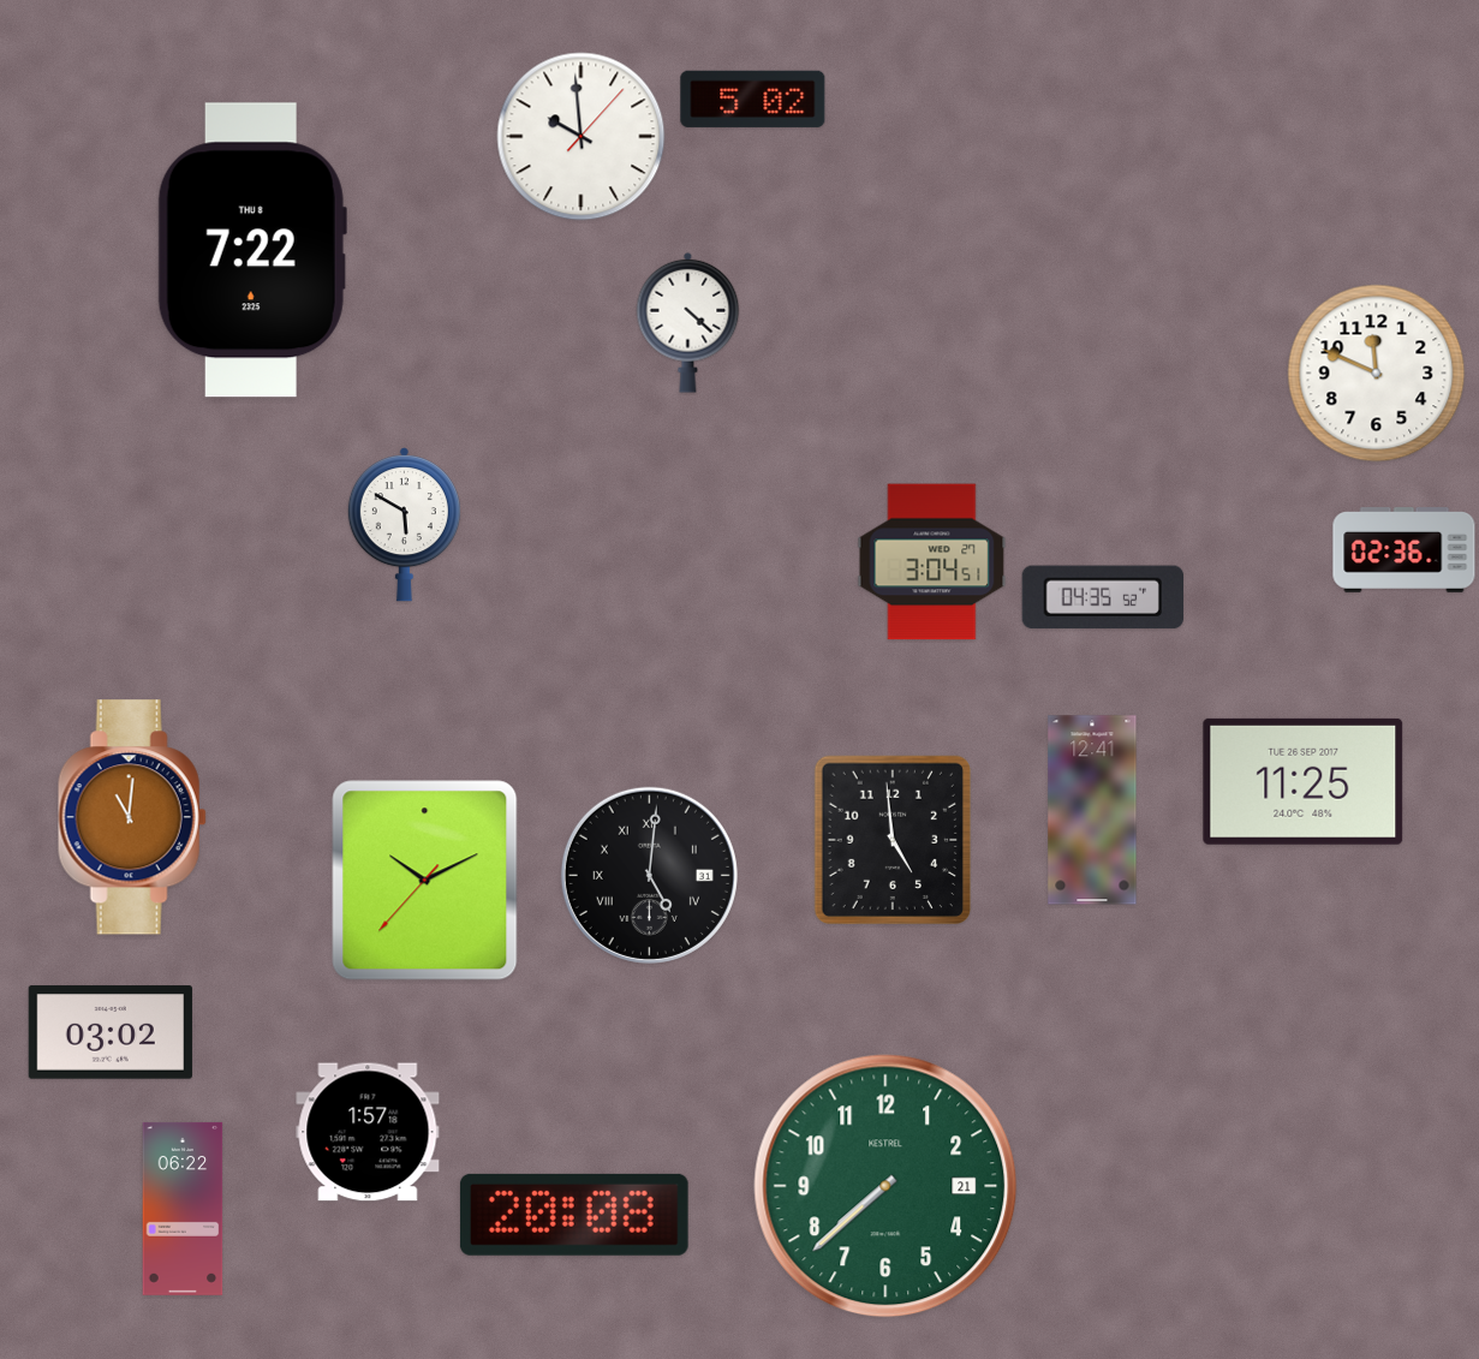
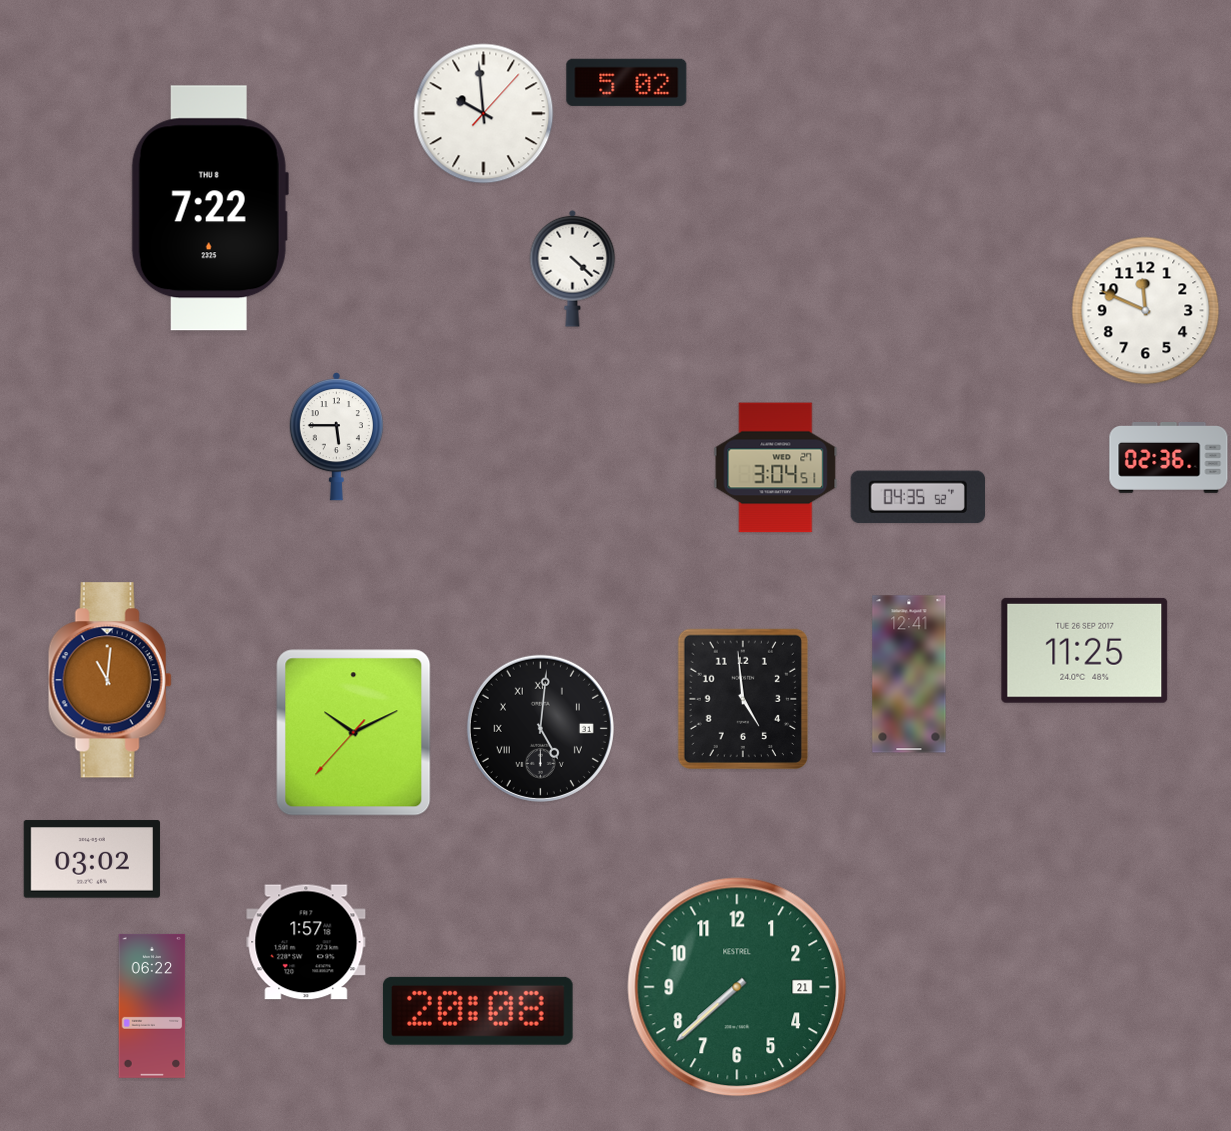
clock at (404, 525): 5:50 -> 5:45
